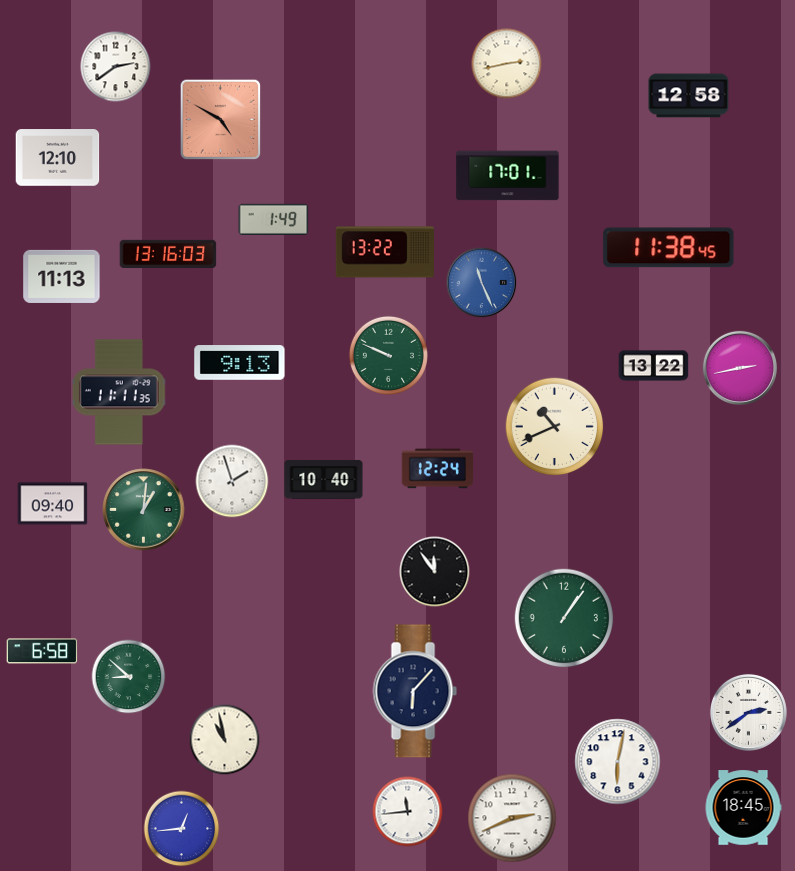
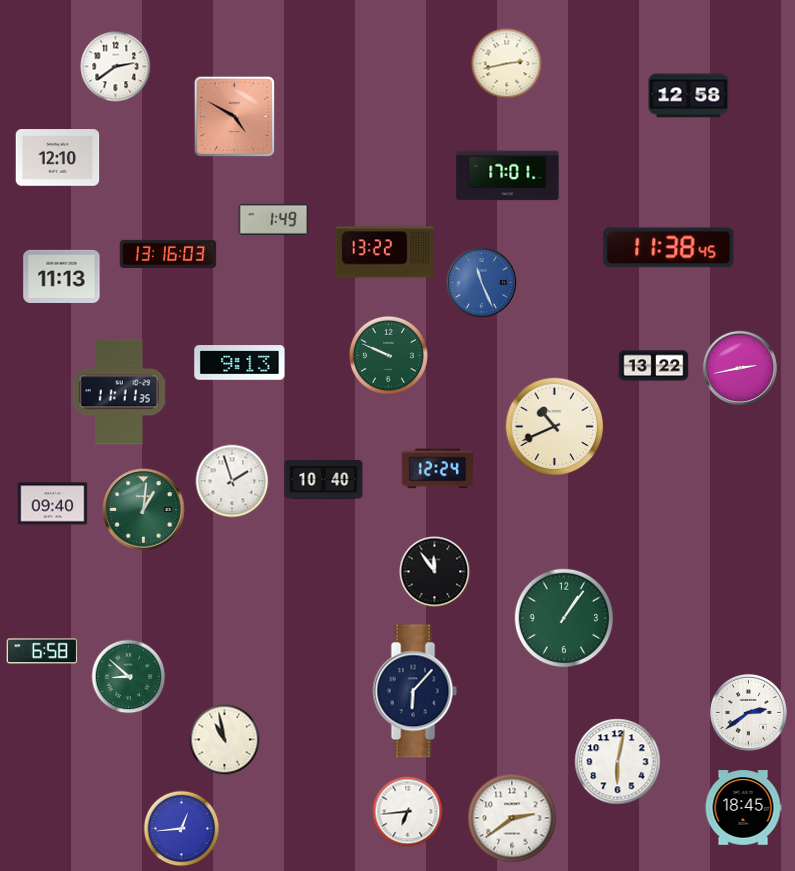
clock at (221, 120) position: (221, 120) -> (235, 117)
clock at (408, 812): 11:44 -> 6:44
clock at (512, 818): 2:41 -> 2:39
